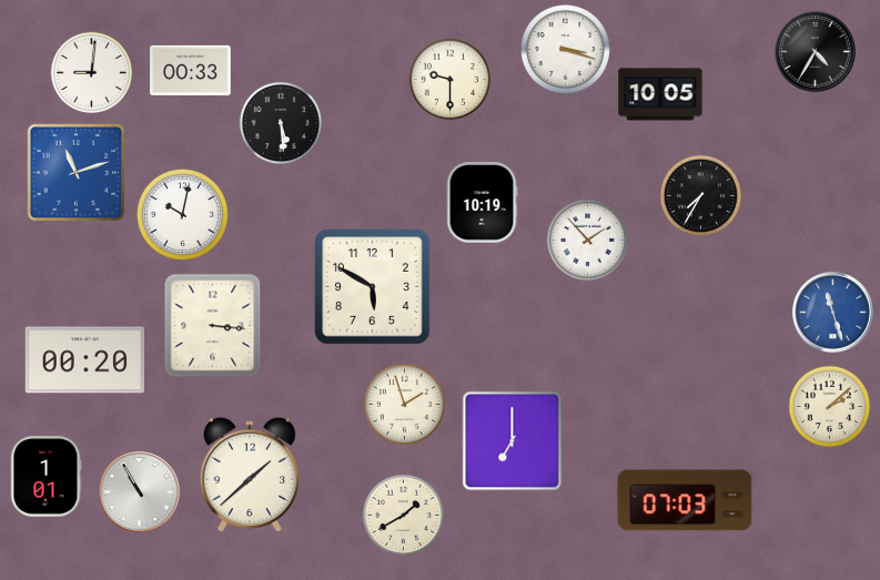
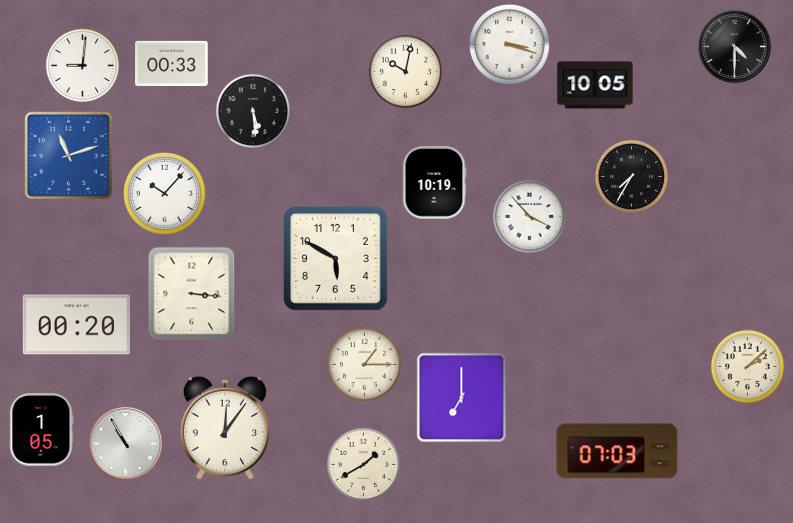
clock at (816, 52): 4:35 -> 4:30
clock at (451, 80): 9:30 -> 10:02
clock at (182, 214): 10:02 -> 10:07
clock at (588, 241): 1:53 -> 3:53
clock at (833, 313): 11:27 -> none
clock at (405, 405): 1:57 -> 1:15
clock at (250, 474): 1:38 -> 12:06
clock at (45, 477): 1:01 -> 1:05
